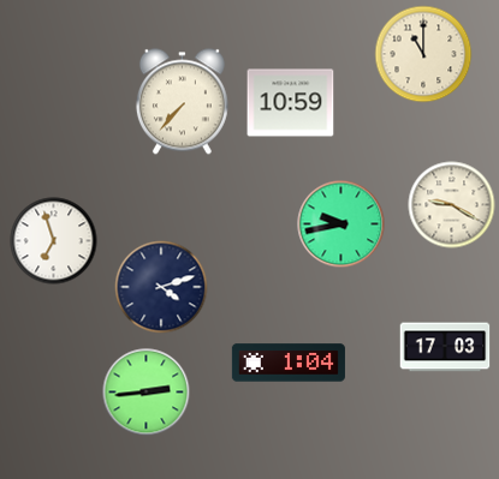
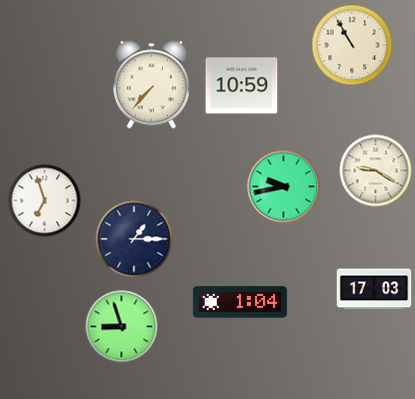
clock at (423, 54): 11:00 -> 10:55
clock at (161, 287): 4:12 -> 1:15
clock at (445, 347) position: (445, 347) -> (374, 289)
clock at (147, 393): 2:44 -> 8:57
